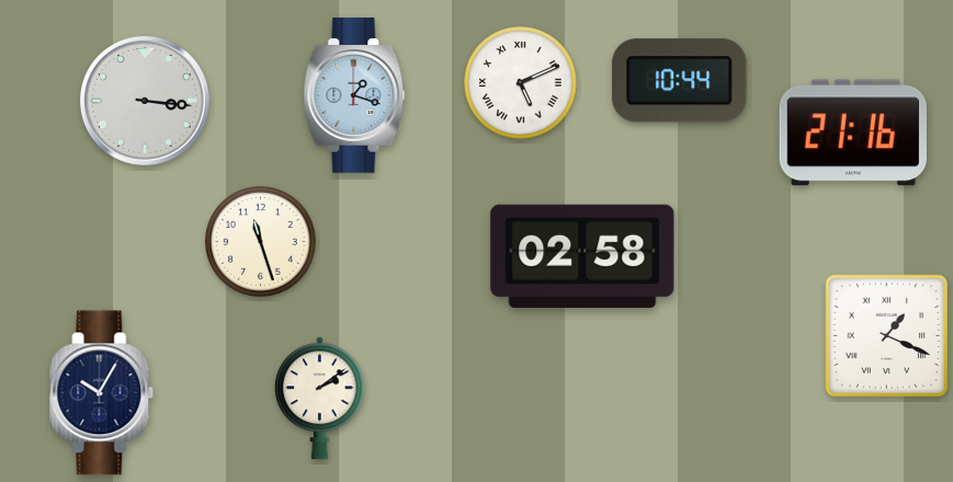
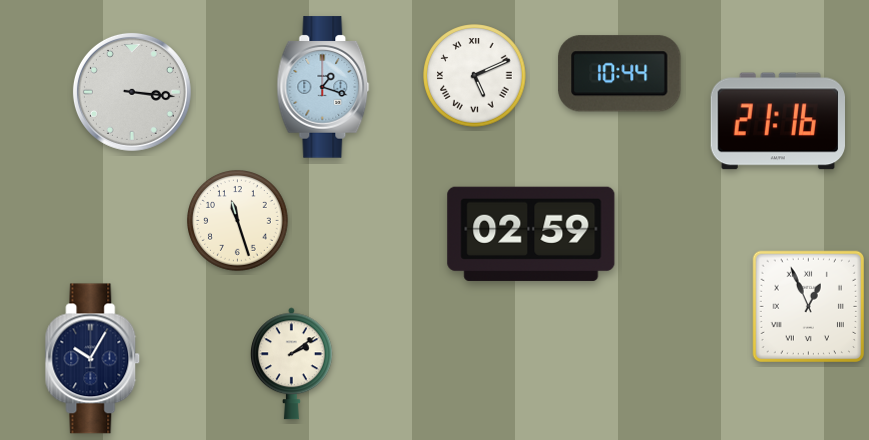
clock at (582, 256): 02:58 -> 02:59
clock at (886, 335): 1:19 -> 12:56
